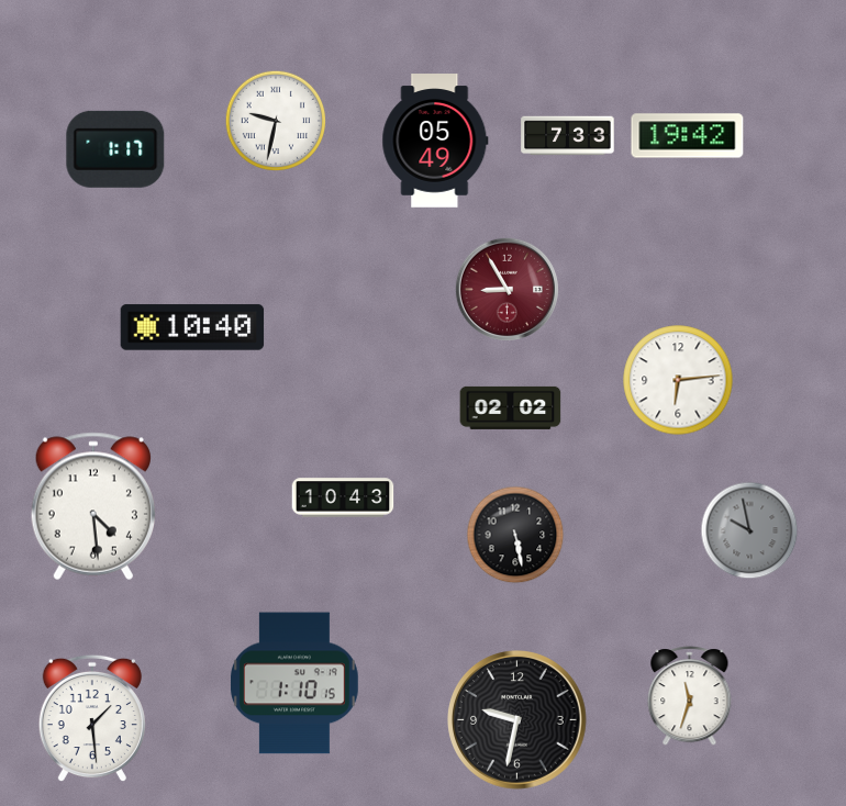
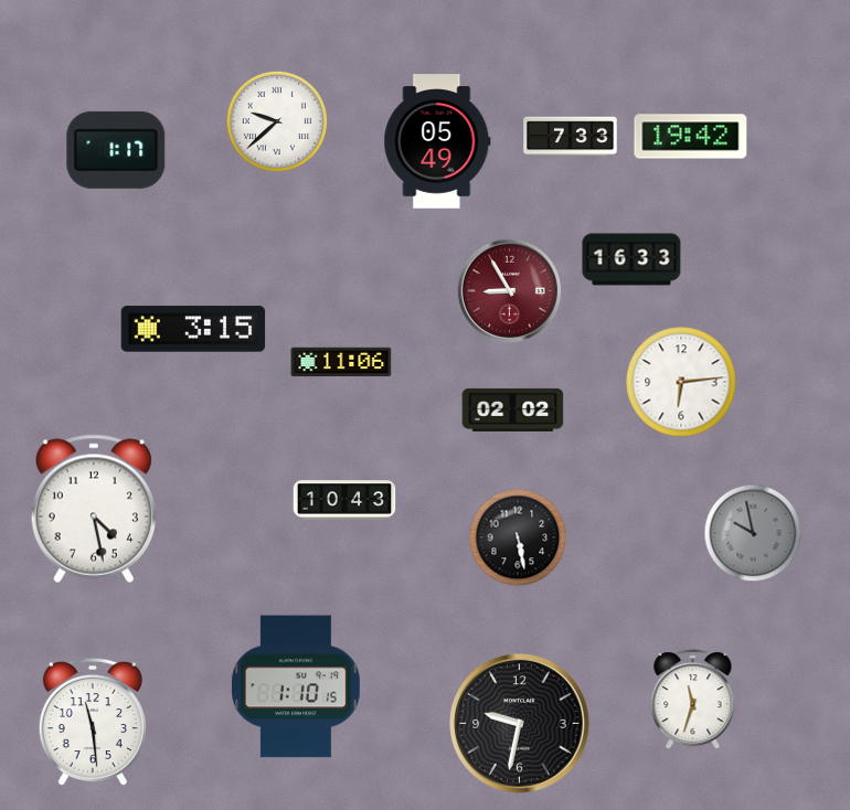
clock at (276, 121): 9:32 -> 9:38
clock at (631, 259): none -> 16:33
clock at (192, 327): 10:40 -> 3:15
clock at (341, 362): none -> 11:06
clock at (93, 506): 4:29 -> 4:28
clock at (92, 718): 1:29 -> 11:29
